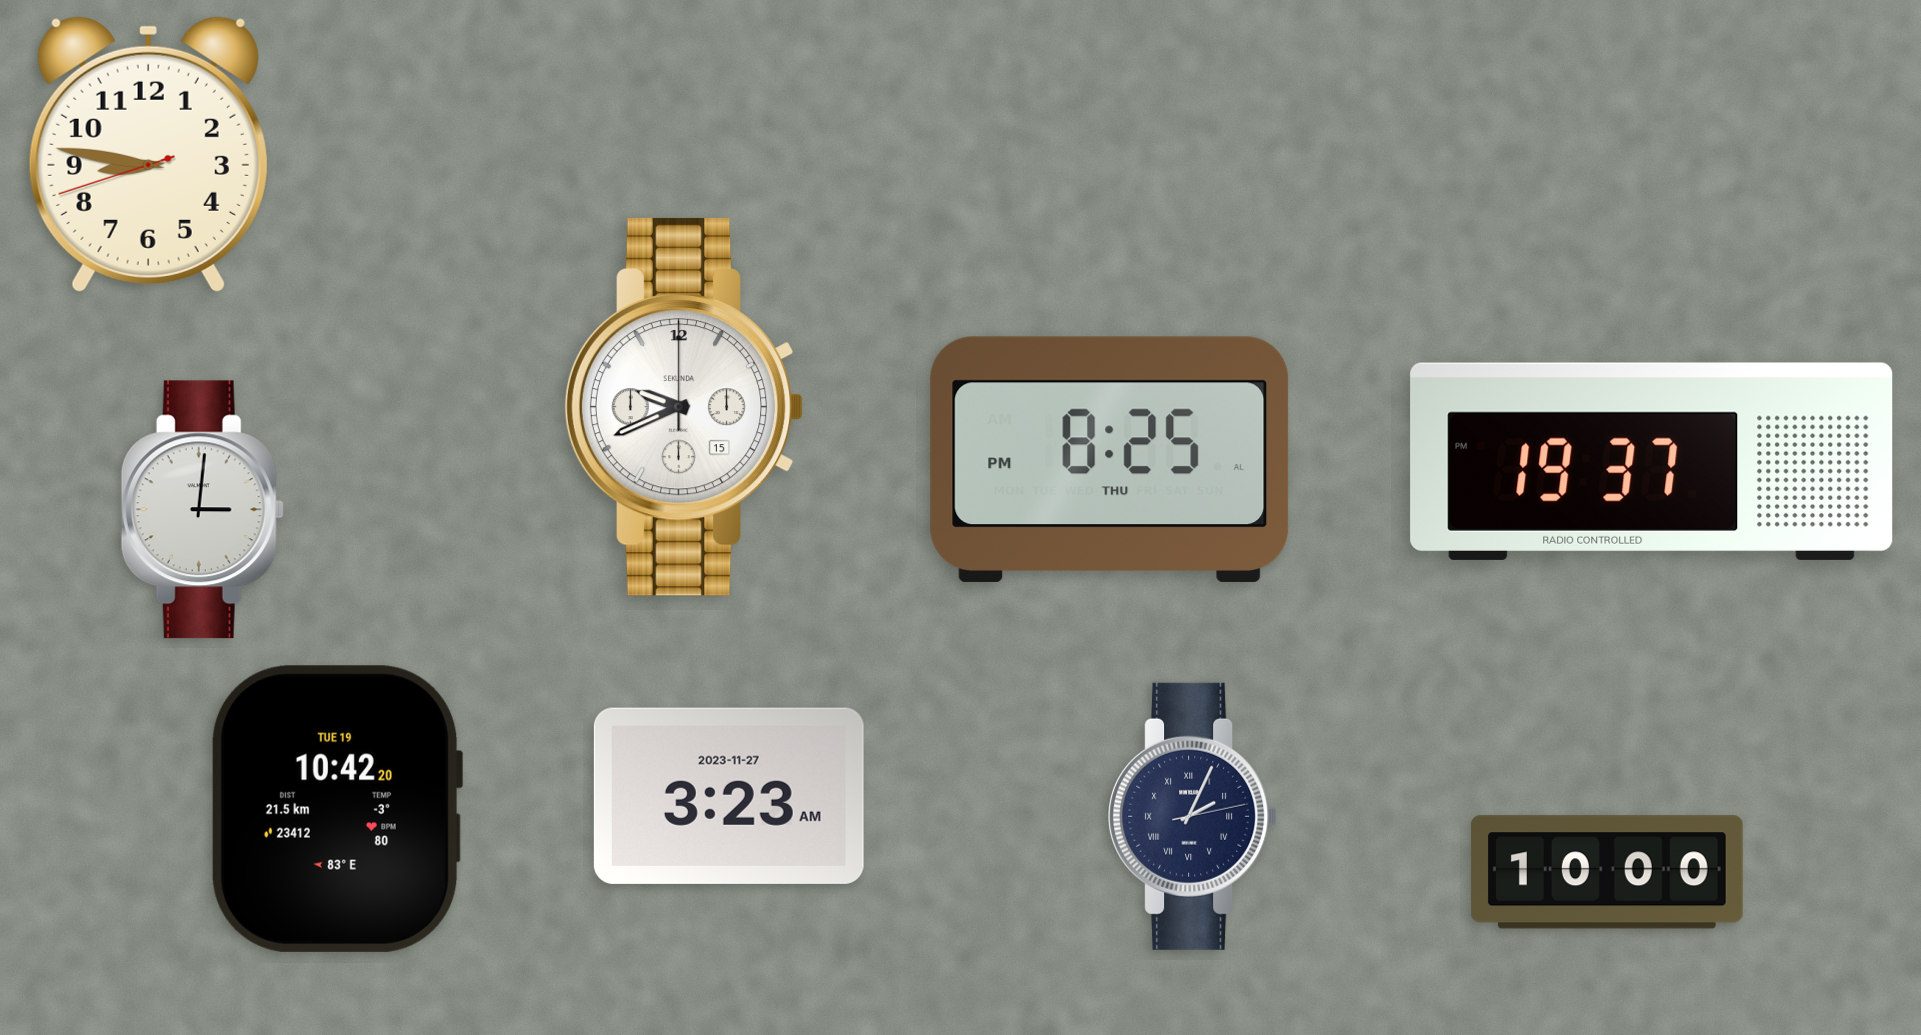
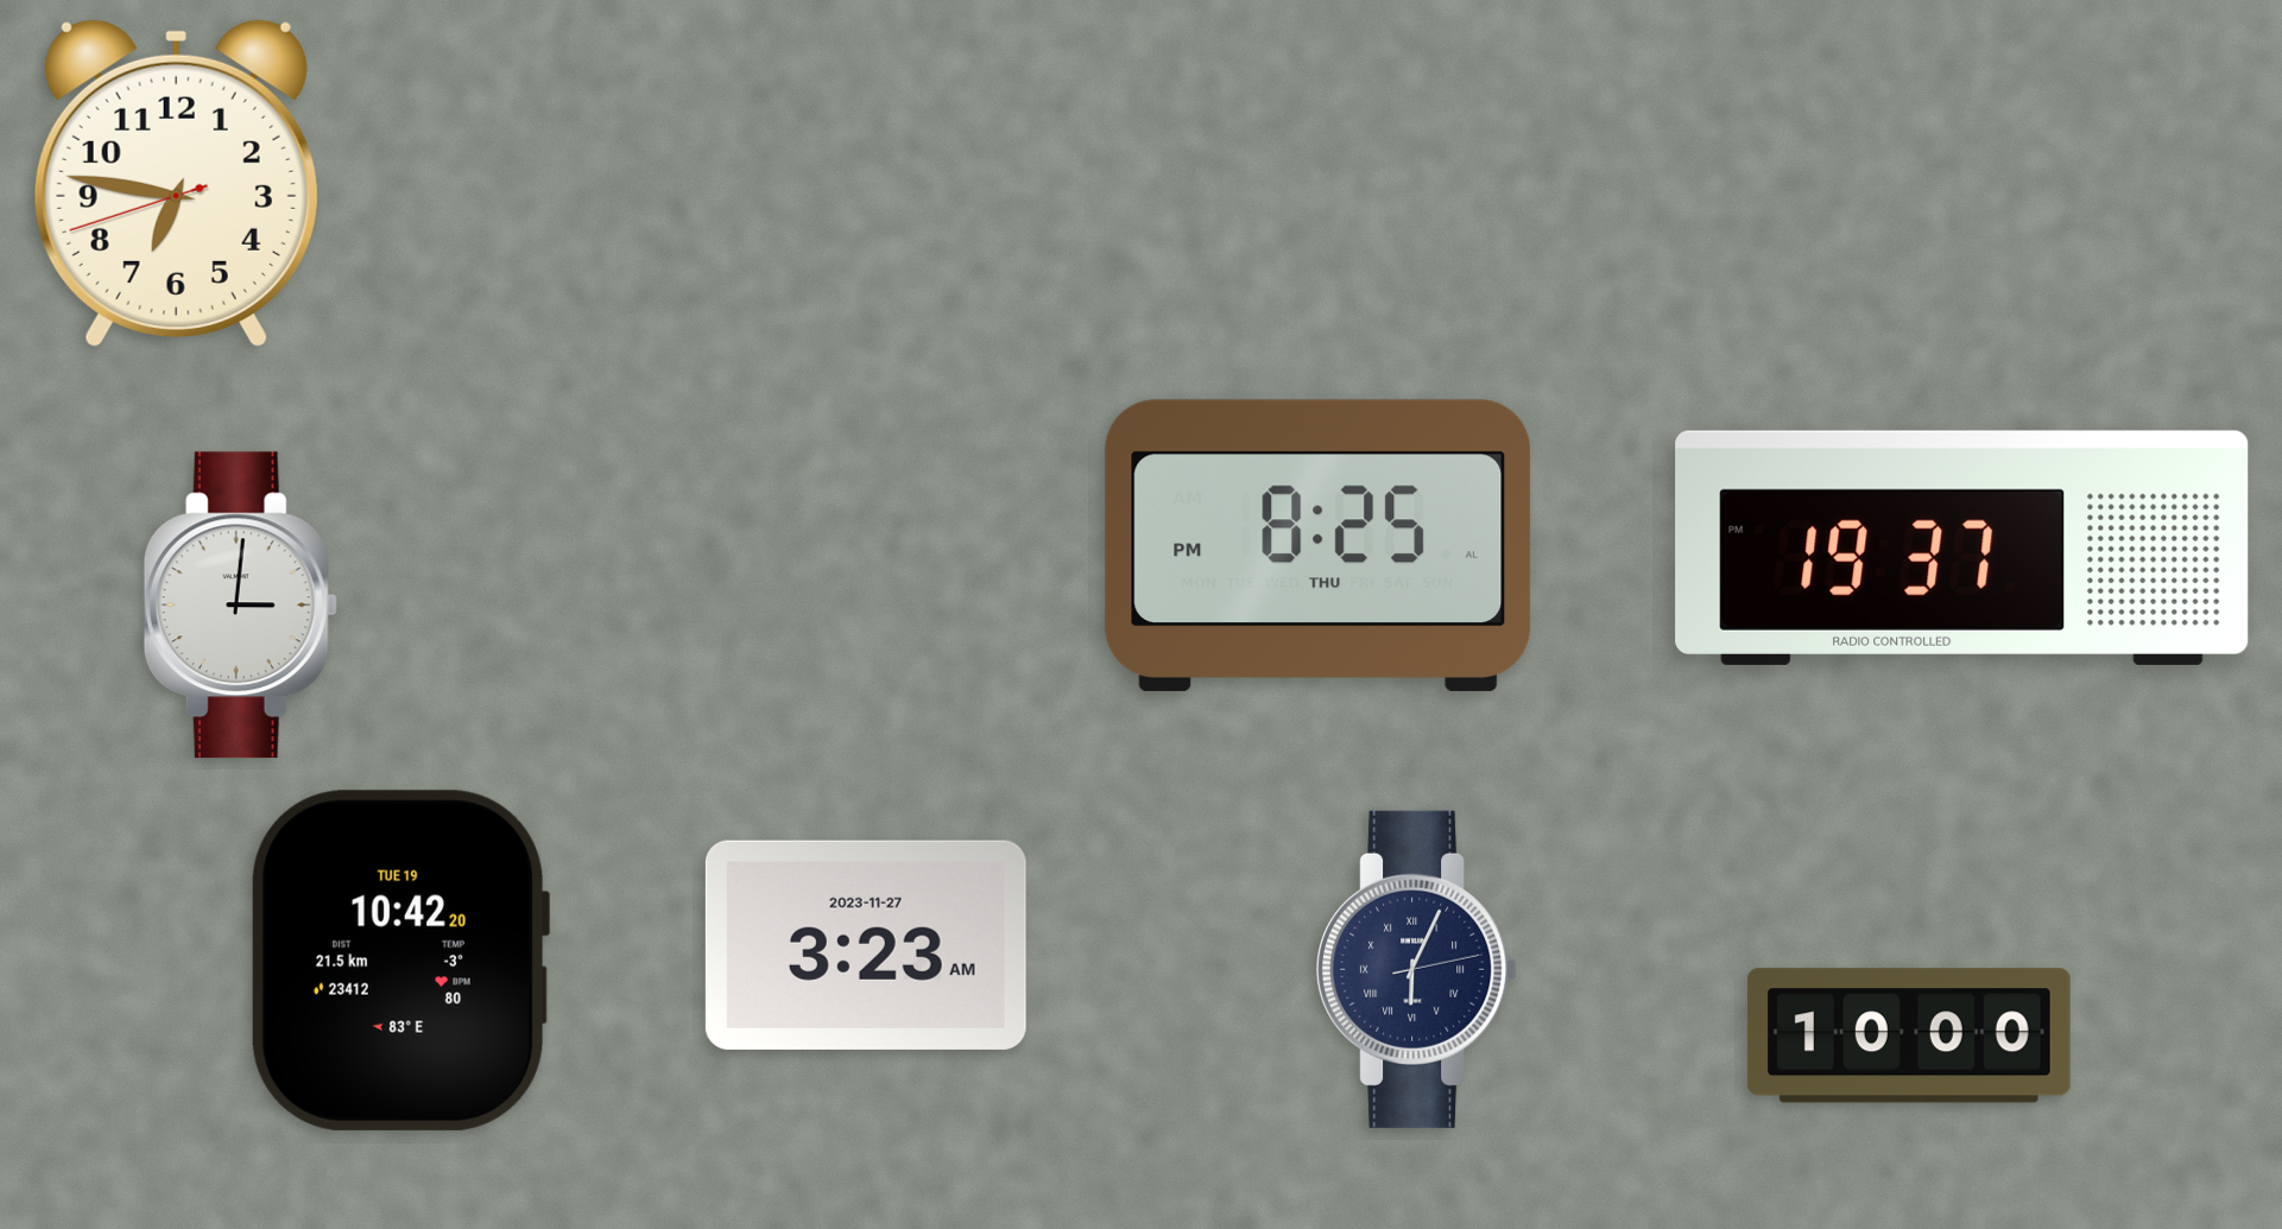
clock at (148, 154): 8:46 -> 6:46
clock at (684, 407): 9:41 -> none
clock at (1193, 816): 2:04 -> 6:04
